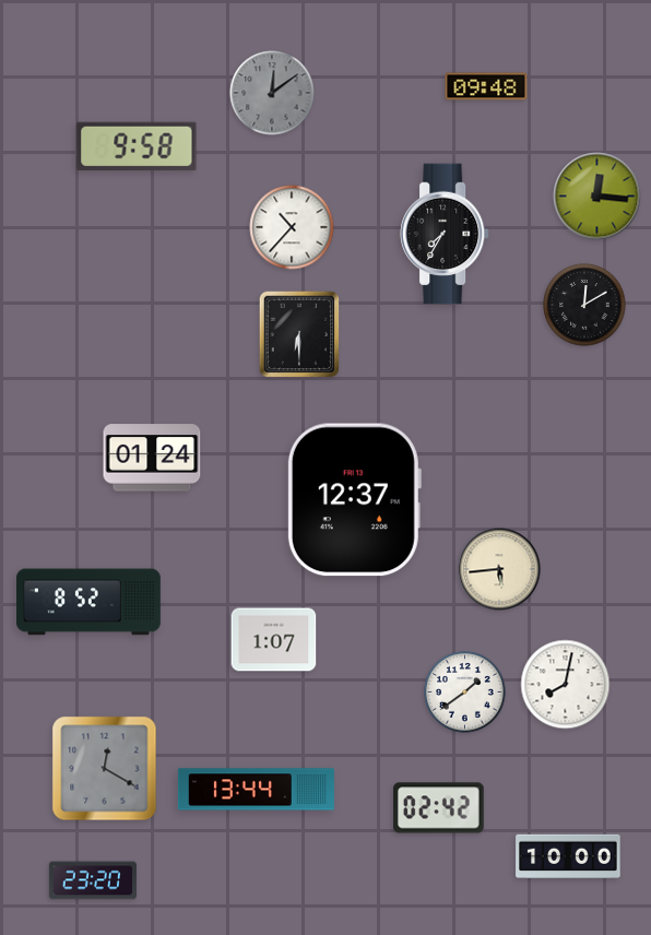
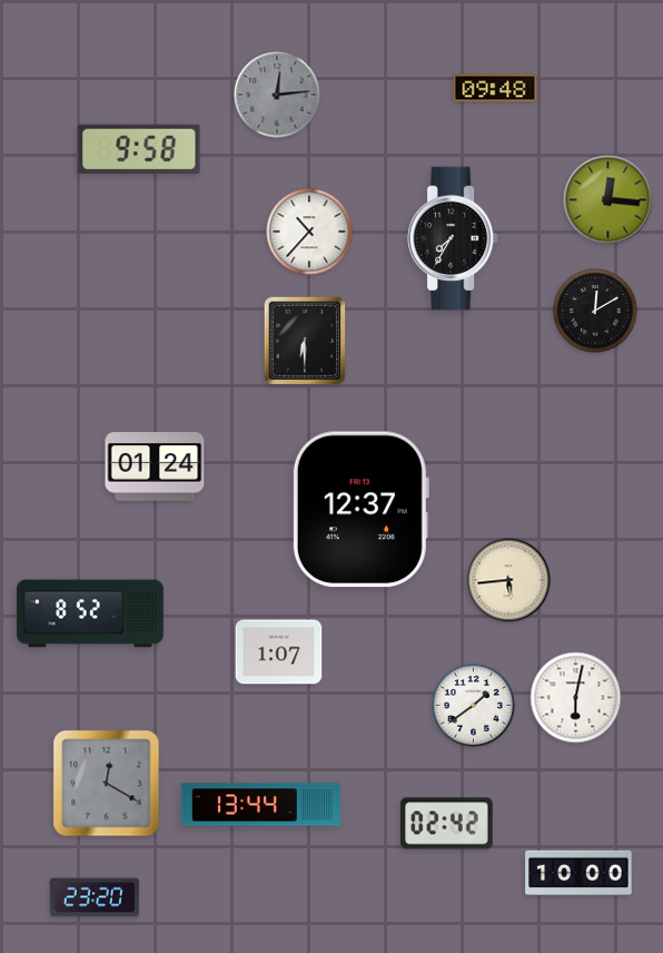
clock at (272, 93): 12:09 -> 12:14
clock at (292, 227) position: (292, 227) -> (309, 232)
clock at (566, 685): 8:02 -> 6:02
